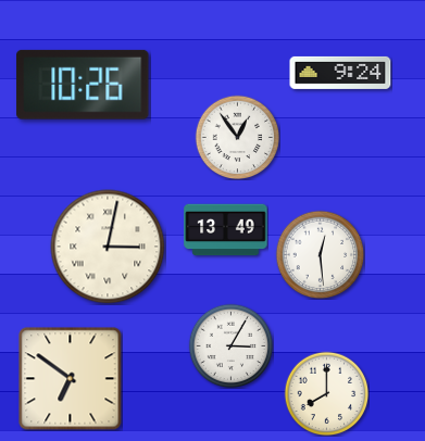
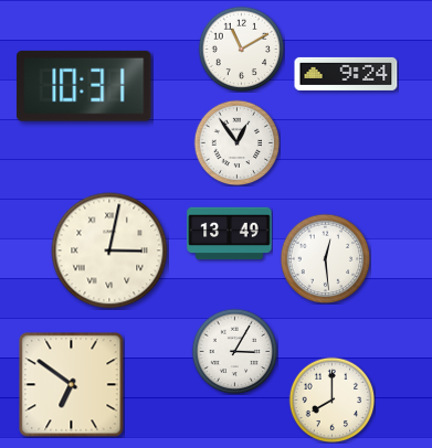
clock at (241, 49): none -> 11:10
clock at (83, 85): 10:26 -> 10:31
clock at (237, 137) position: (237, 137) -> (236, 142)
